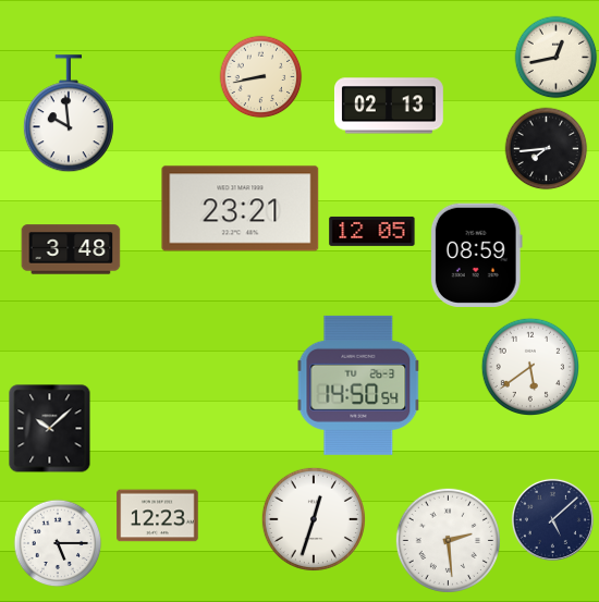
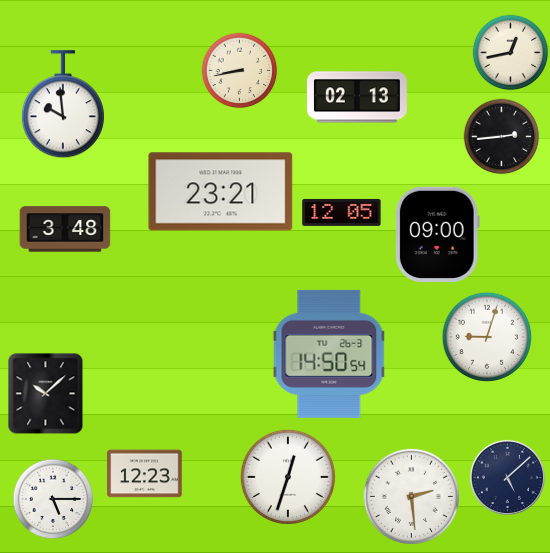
clock at (547, 149): 7:44 -> 2:44
clock at (476, 255): 08:59 -> 09:00
clock at (529, 366): 5:39 -> 9:03
